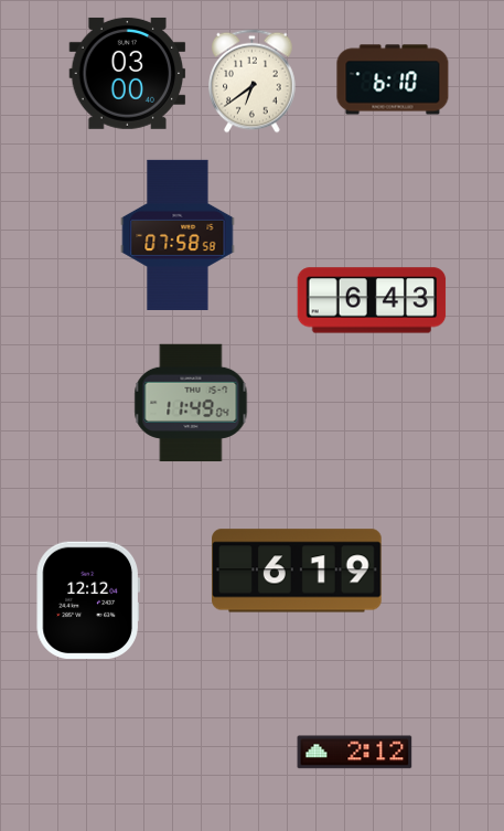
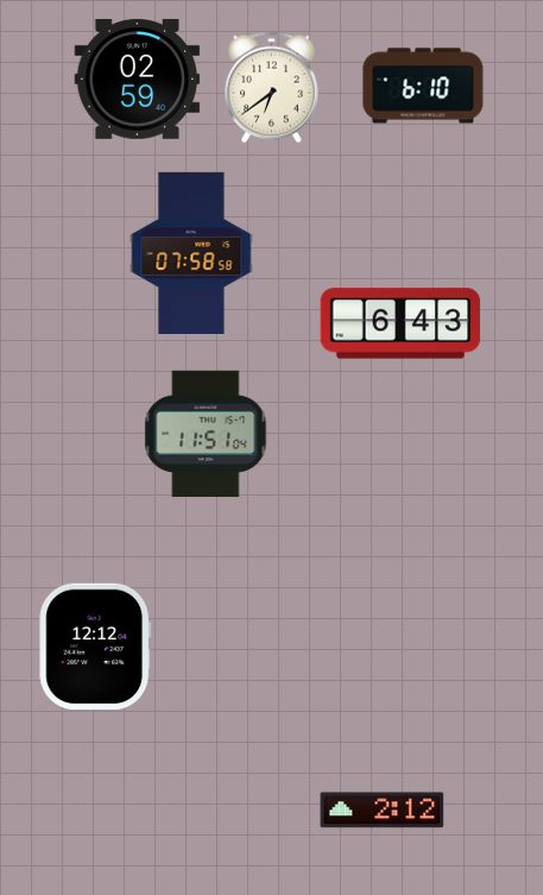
clock at (128, 73): 03:00 -> 02:59
clock at (191, 403): 11:49 -> 11:51
clock at (297, 571): 6:19 -> none
